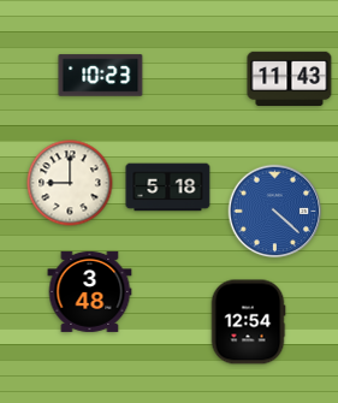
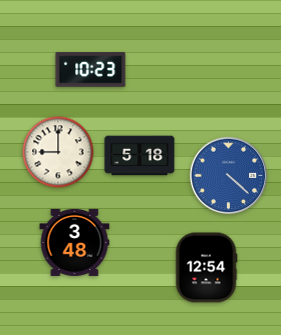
clock at (101, 76) position: (101, 76) -> (91, 70)
clock at (290, 78): 11:43 -> none
